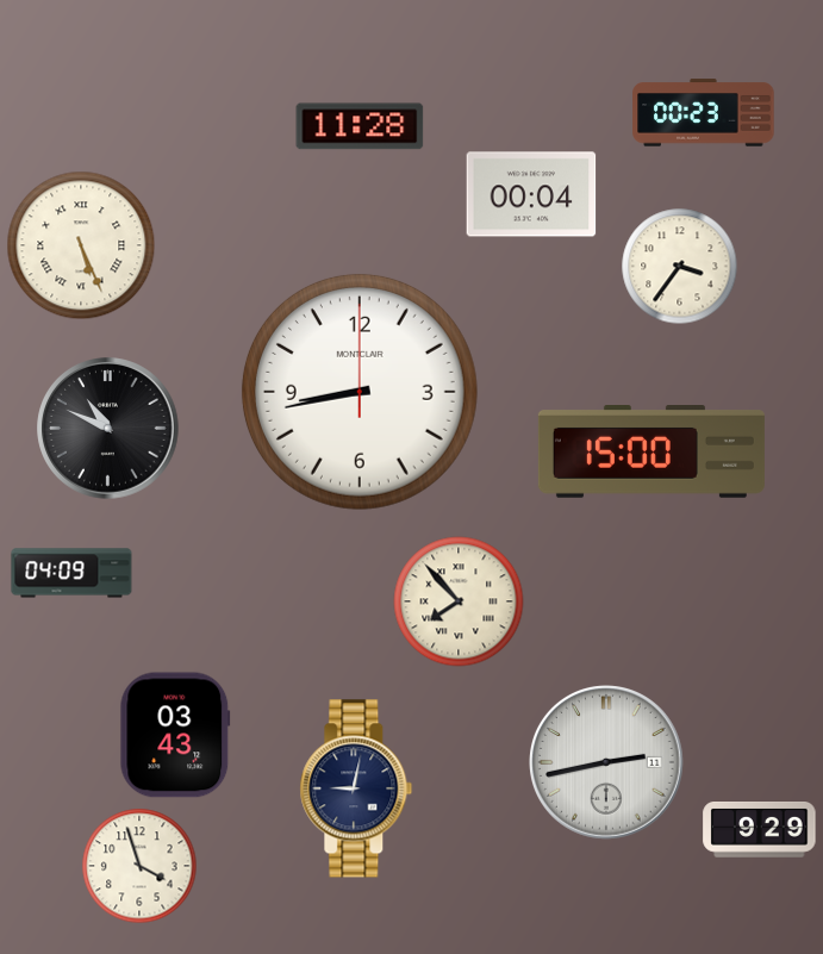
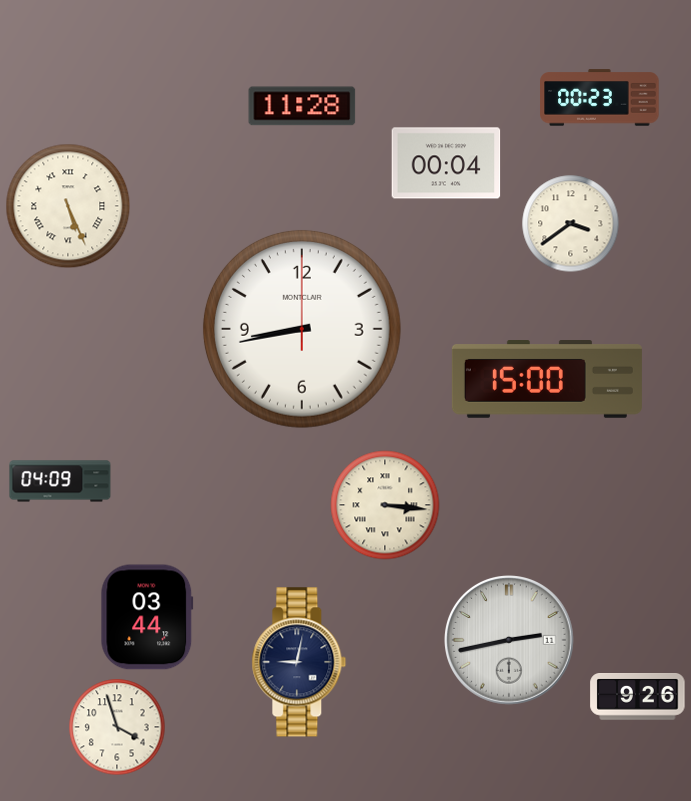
clock at (704, 113) position: (704, 113) -> (600, 98)
clock at (680, 267): 3:36 -> 3:39
clock at (108, 429): 10:49 -> none
clock at (459, 601): 7:53 -> 3:16
clock at (175, 735): 03:43 -> 03:44
clock at (760, 830): 9:29 -> 9:26
